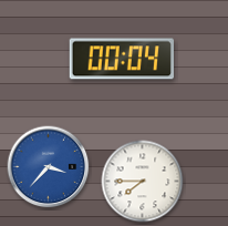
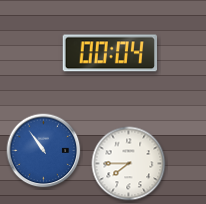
clock at (49, 167): 3:37 -> 10:54
